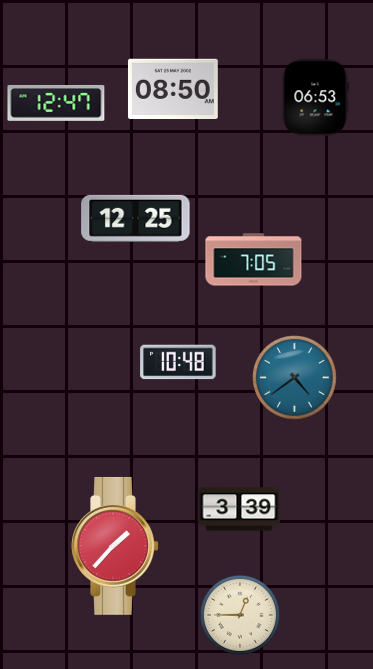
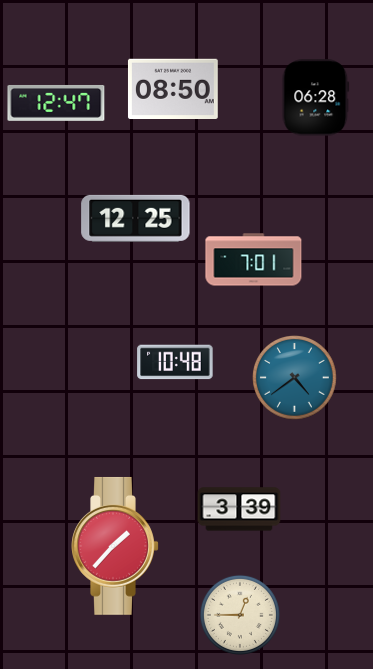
clock at (316, 98): 06:53 -> 06:28
clock at (254, 260): 7:05 -> 7:01
clock at (178, 362) position: (178, 362) -> (175, 362)
